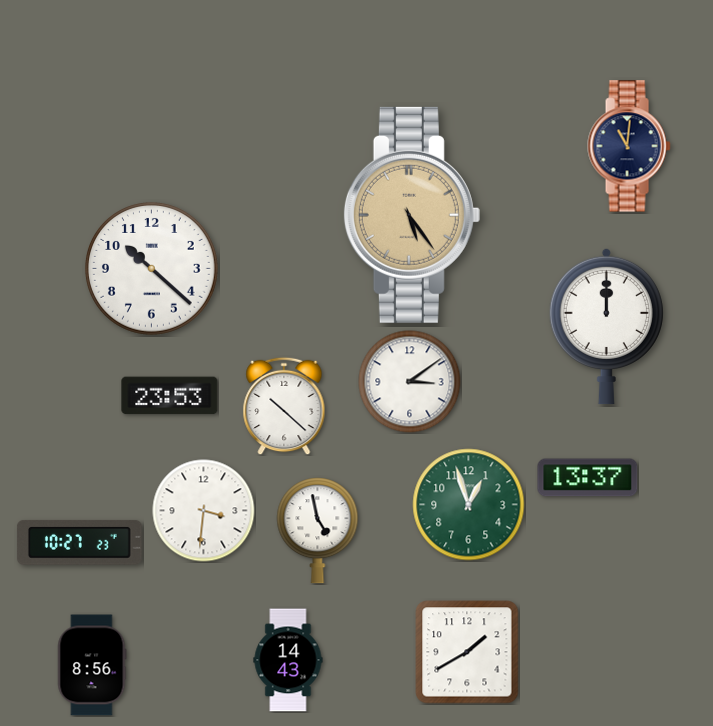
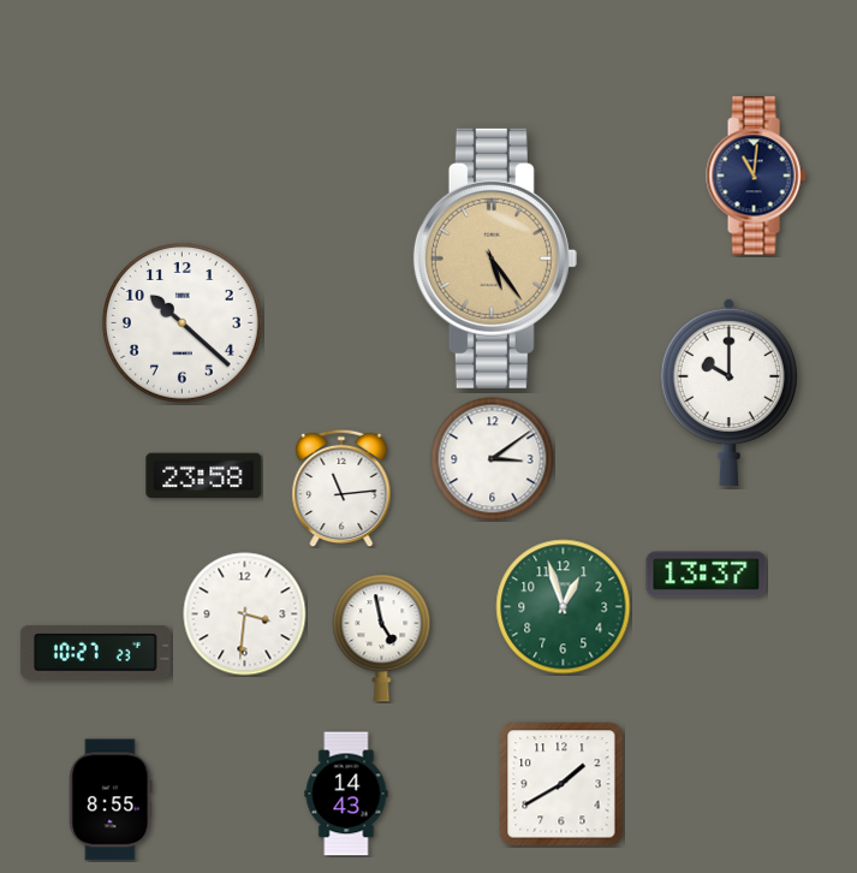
clock at (606, 326): 12:00 -> 10:00
clock at (170, 396): 23:53 -> 23:58
clock at (284, 406): 10:22 -> 11:14
clock at (92, 665): 8:56 -> 8:55
